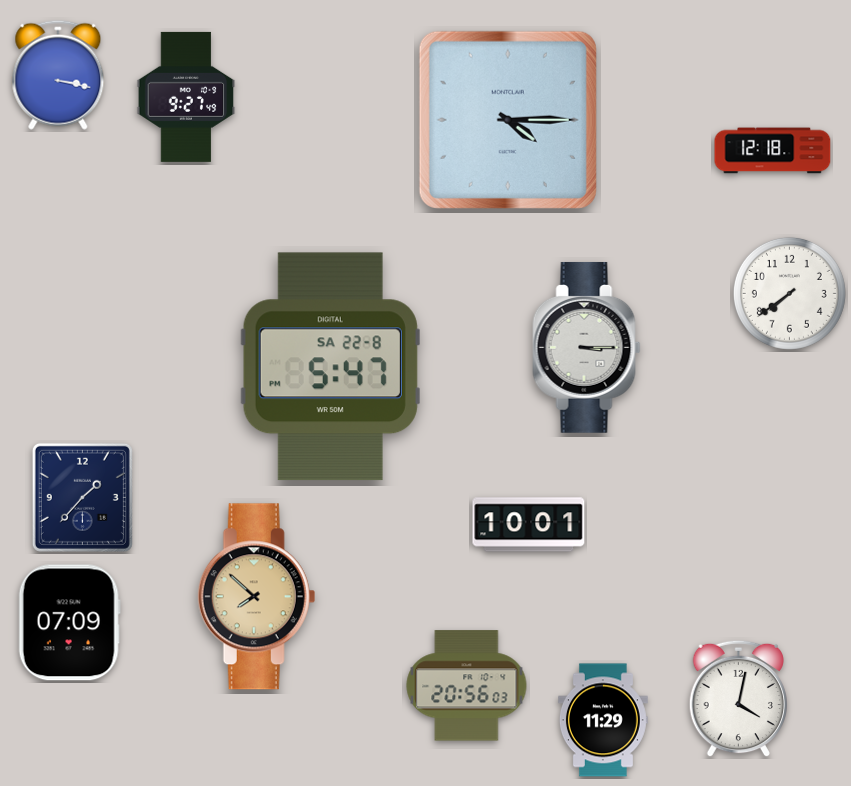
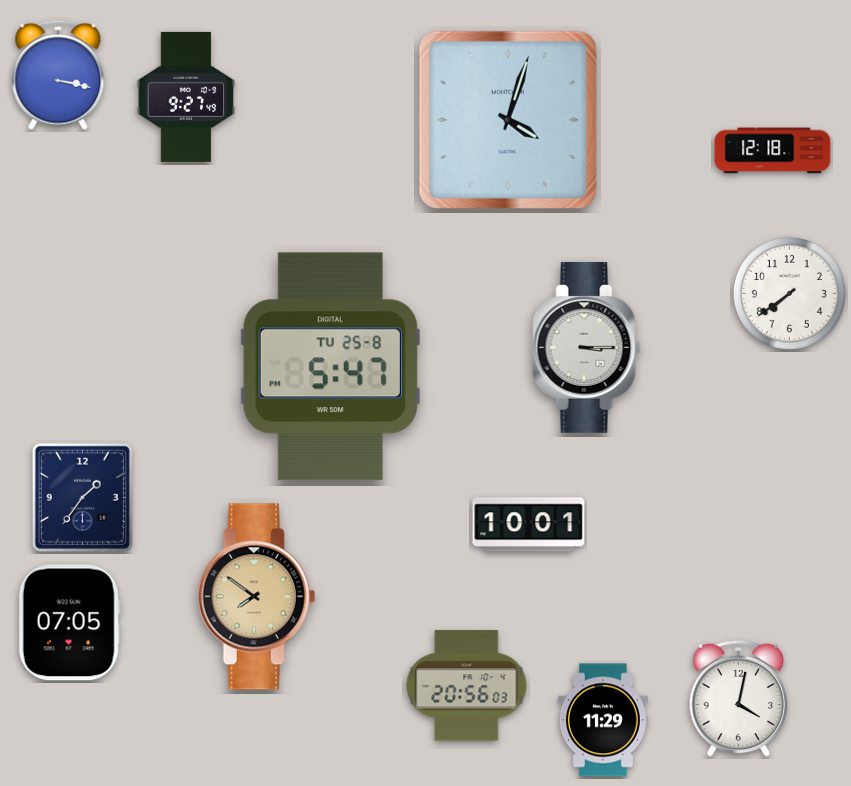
clock at (508, 120): 4:15 -> 4:03
clock at (330, 367) date: SA 22-8 -> TU 25-8
clock at (82, 497): 1:37 -> 1:36
clock at (257, 597): 7:52 -> 7:51
clock at (69, 623): 07:09 -> 07:05
